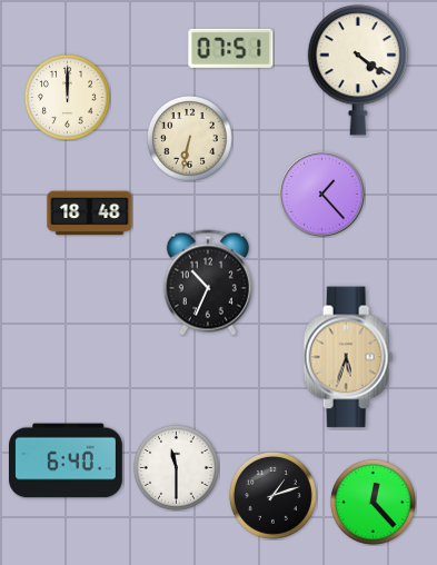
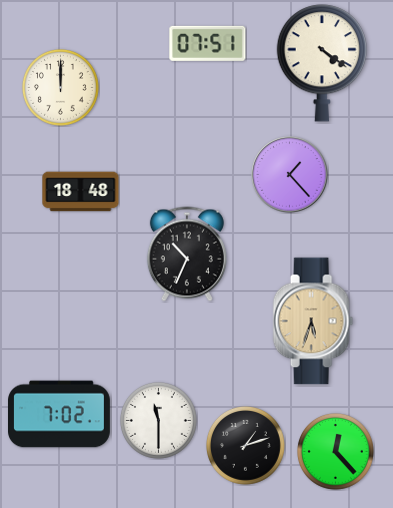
clock at (190, 139): 6:32 -> none
clock at (67, 460): 6:40 -> 7:02
